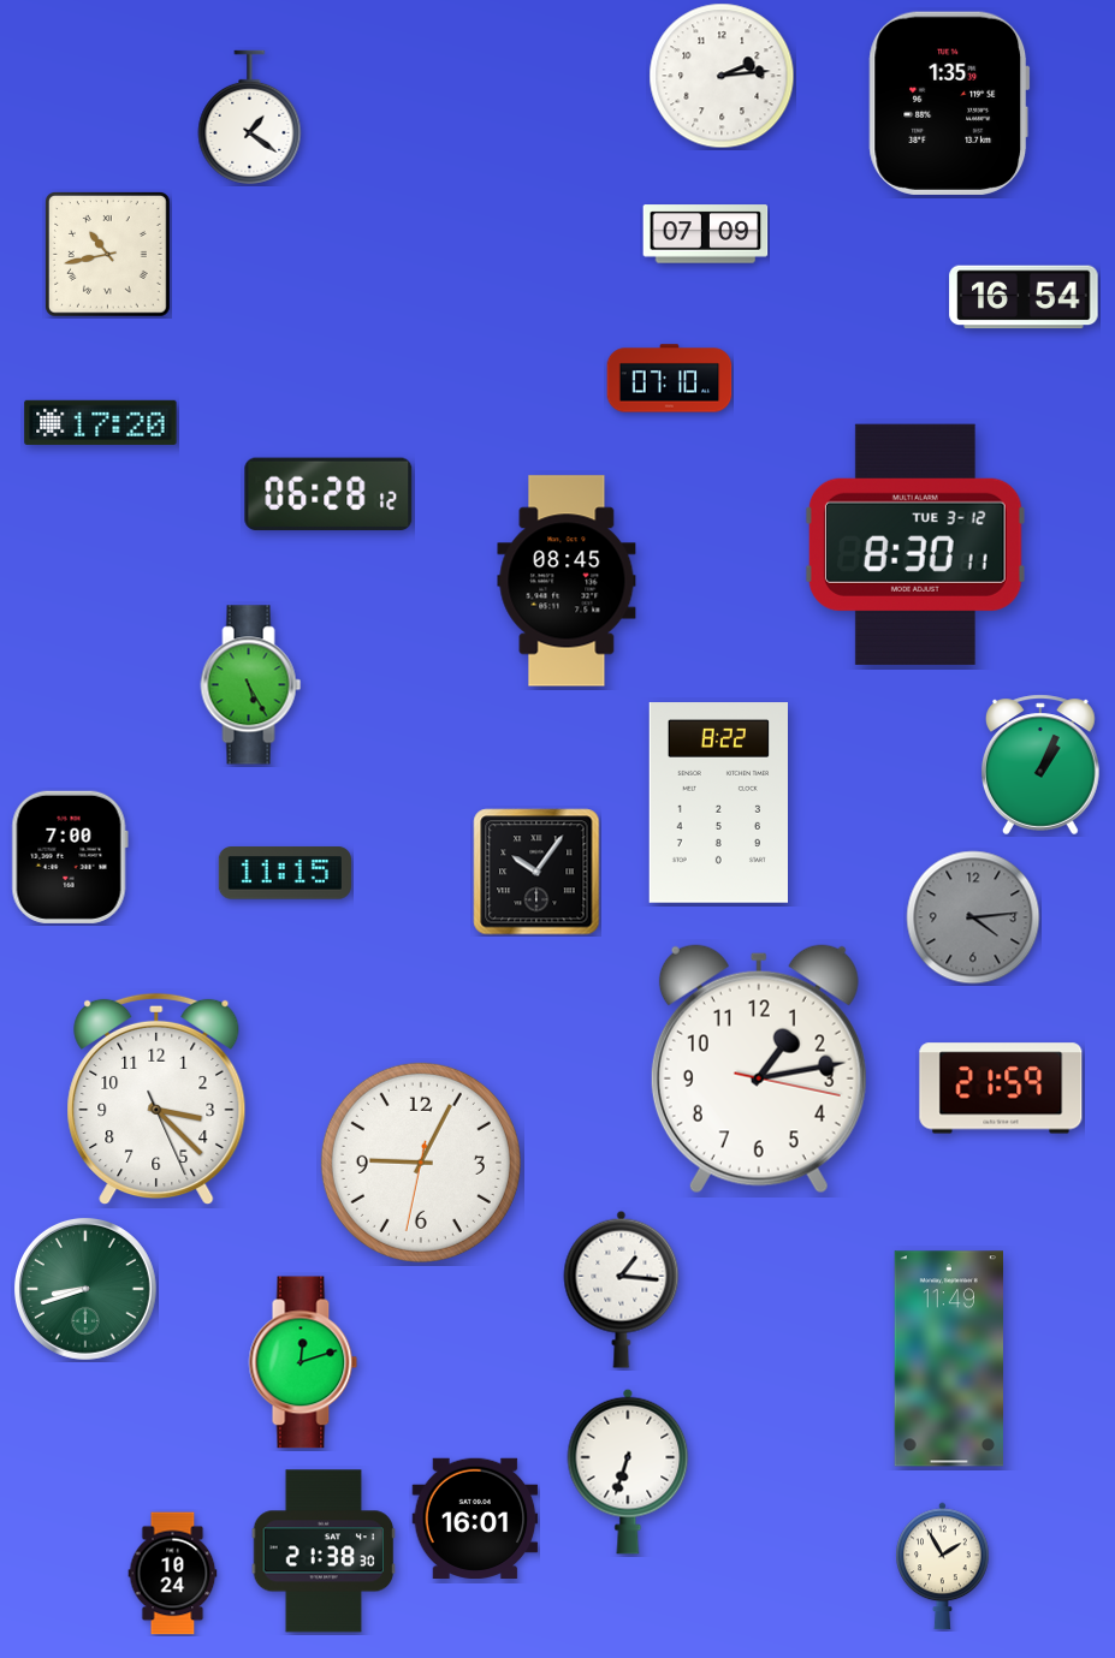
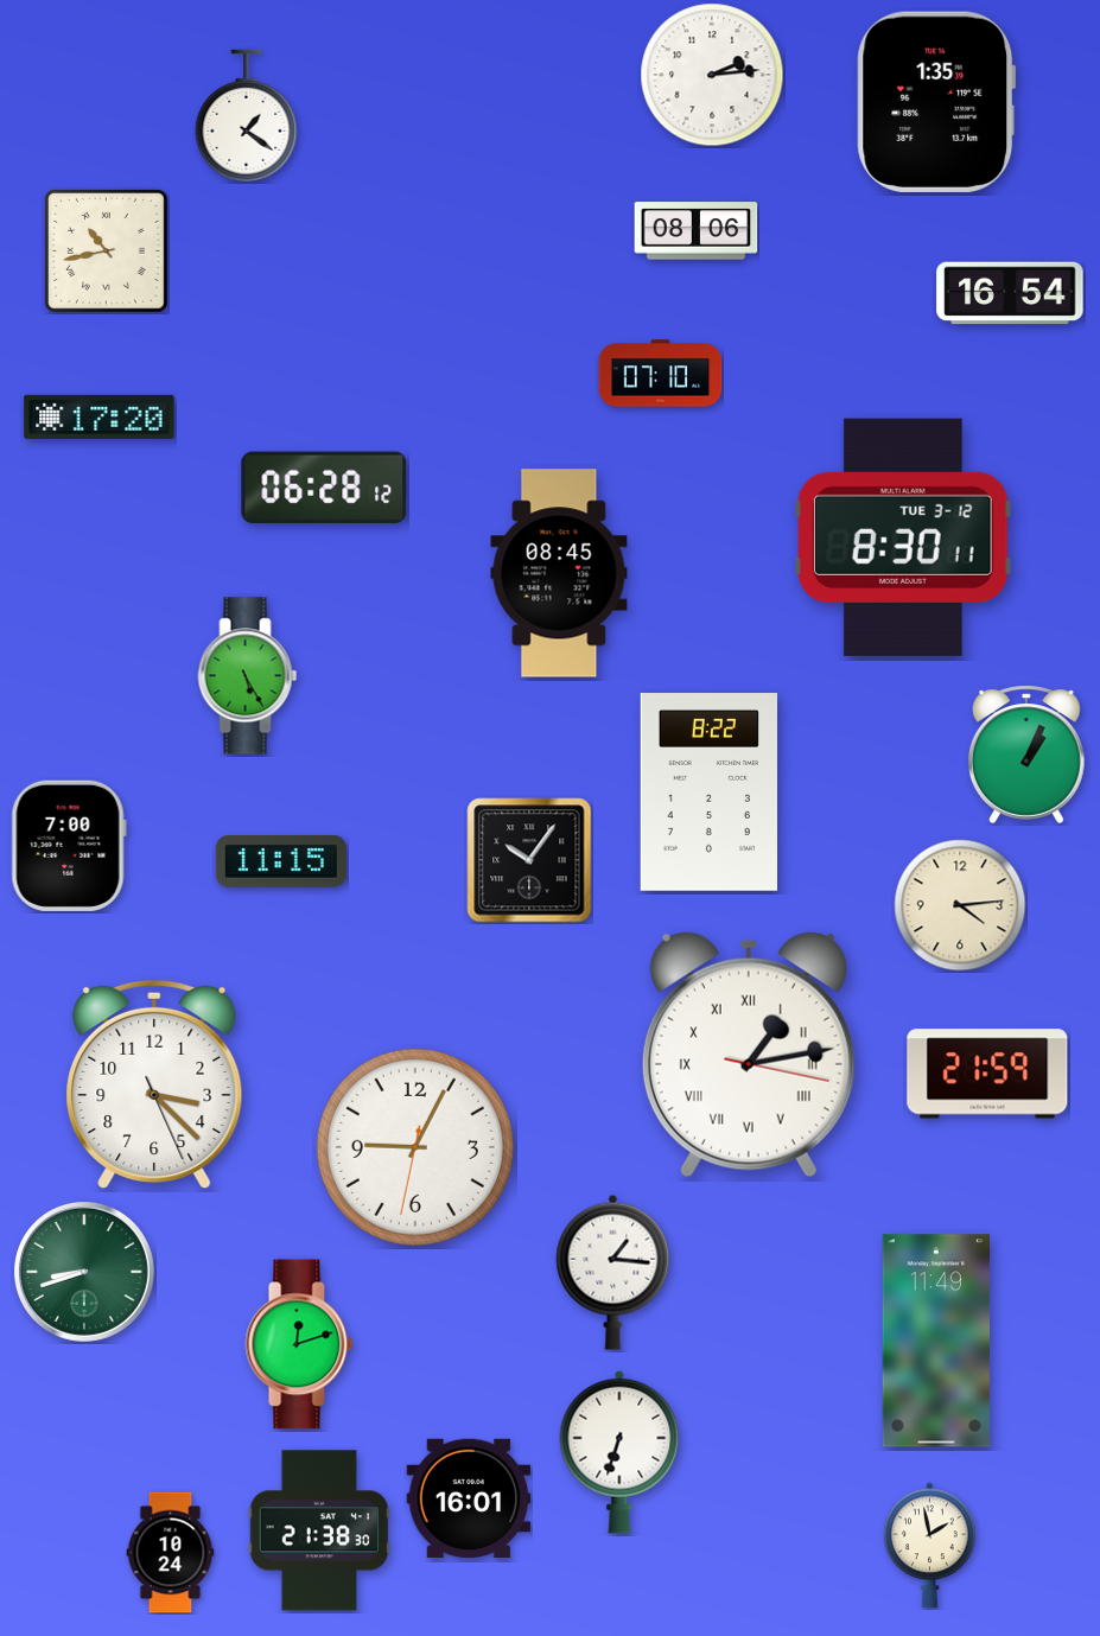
clock at (706, 234): 07:09 -> 08:06
clock at (973, 917) dial: grey -> cream
clock at (759, 1069) numerals: Arabic -> Roman
clock at (943, 1567): 1:55 -> 1:58
